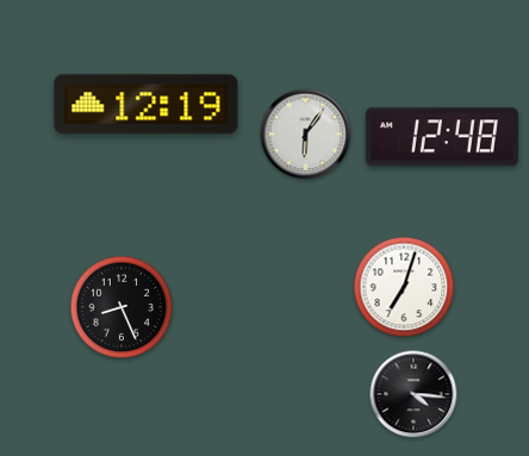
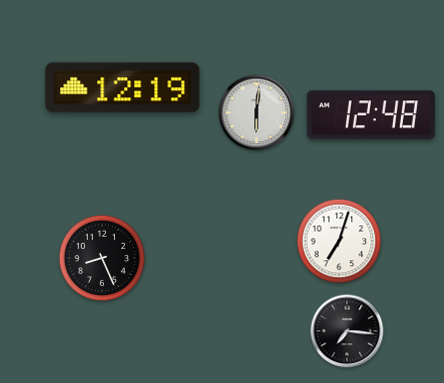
clock at (306, 135): 6:06 -> 6:01
clock at (413, 394): 4:16 -> 7:16
